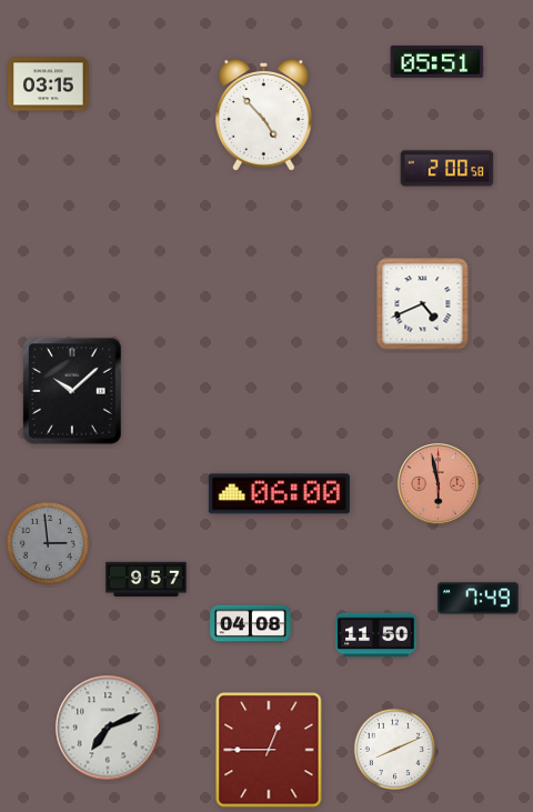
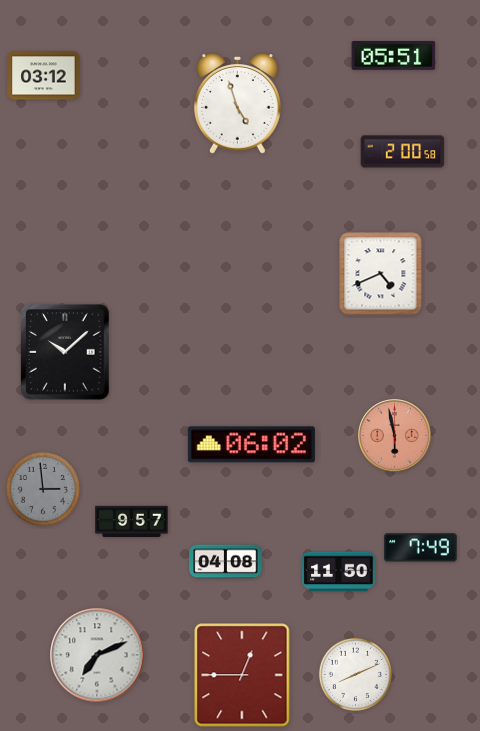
clock at (49, 84): 03:15 -> 03:12
clock at (263, 116): 4:53 -> 4:57
clock at (279, 494): 06:00 -> 06:02
clock at (479, 599) position: (479, 599) -> (421, 548)
